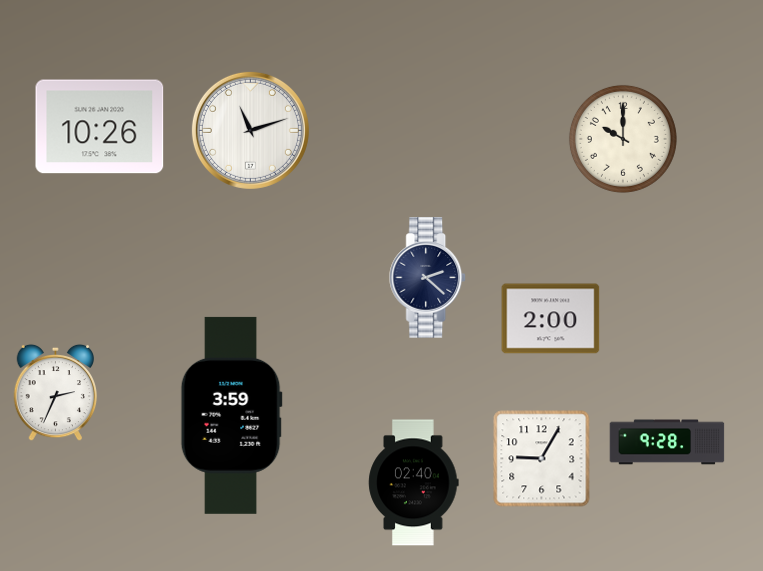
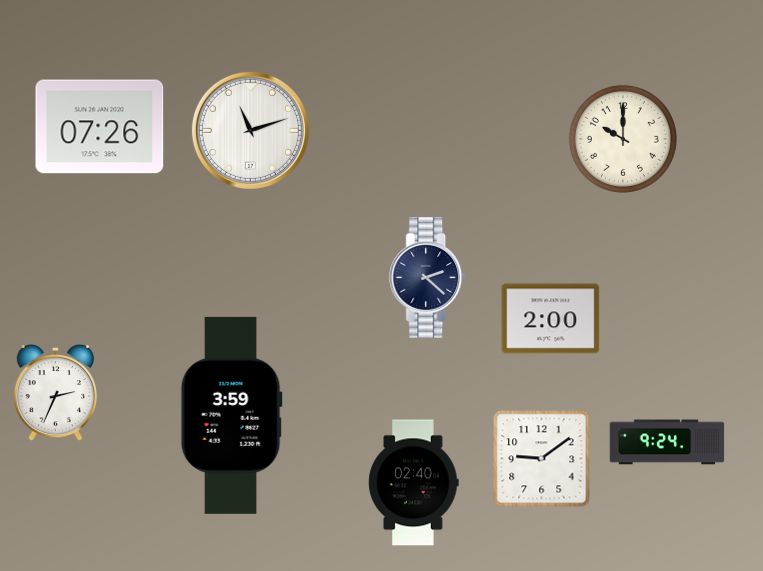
clock at (100, 127): 10:26 -> 07:26
clock at (667, 442): 9:28 -> 9:24
clock at (542, 459): 9:05 -> 9:09
